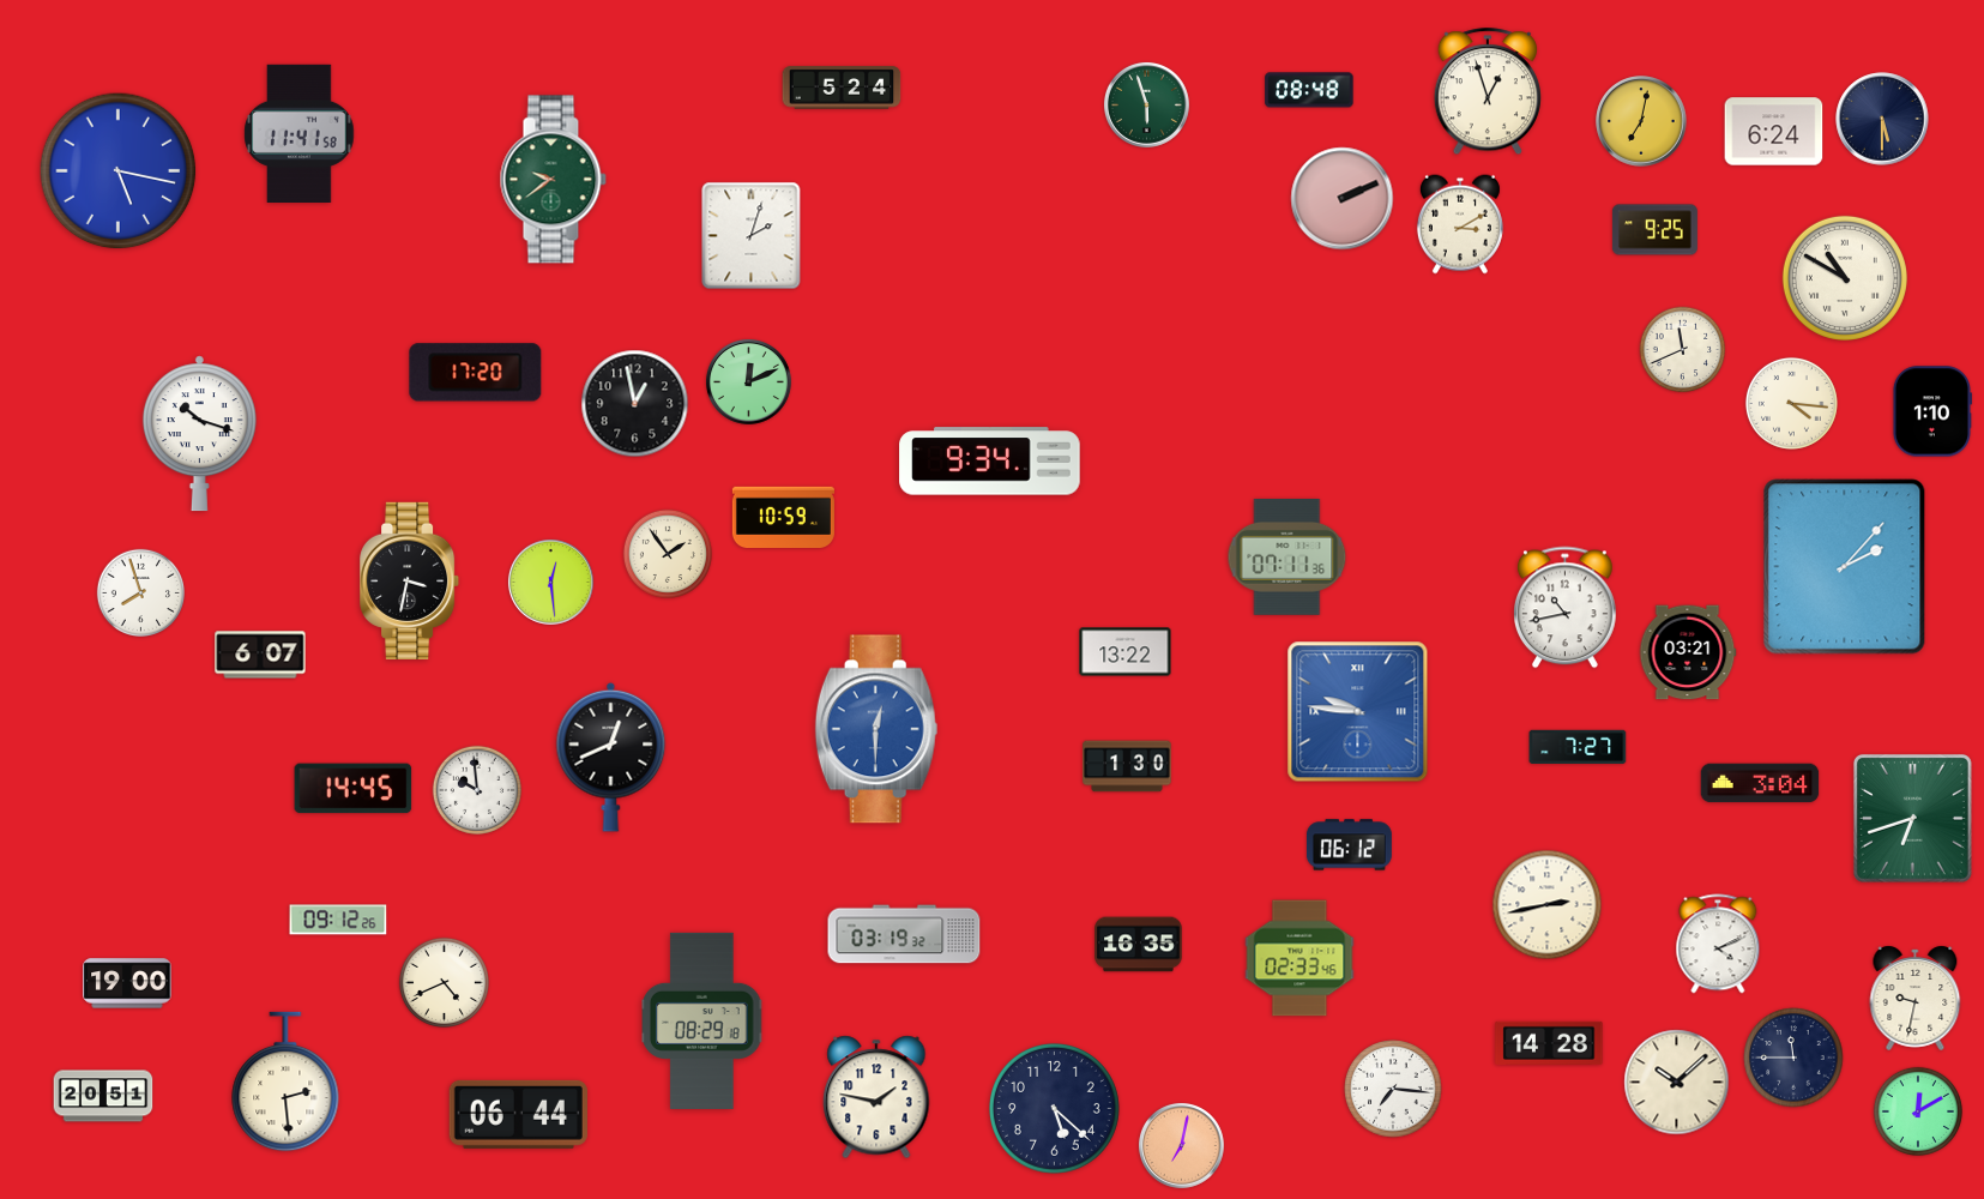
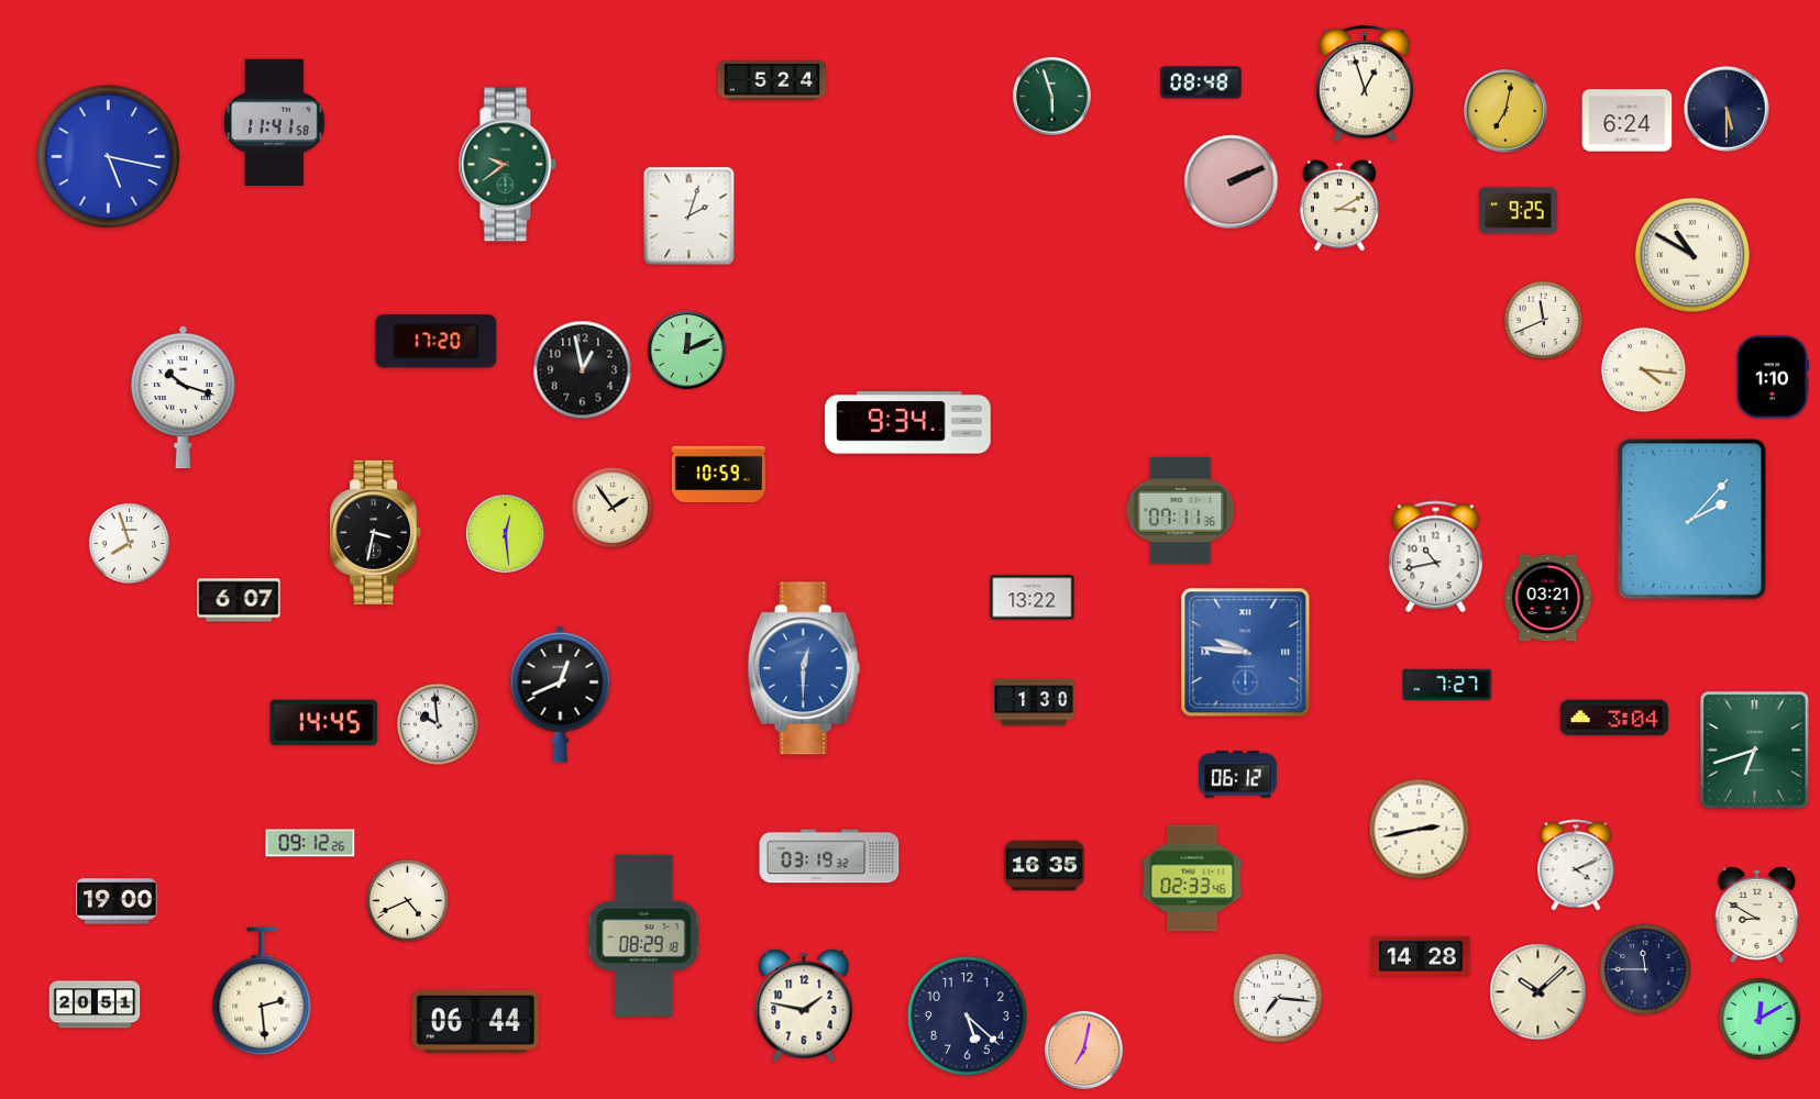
clock at (1916, 998): 9:32 -> 8:50
